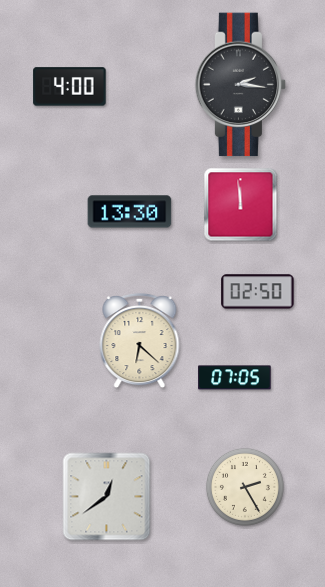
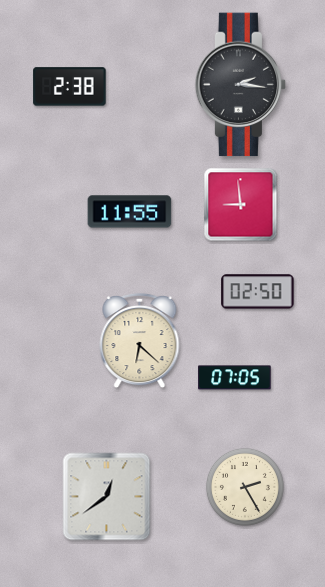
clock at (70, 87): 4:00 -> 2:38
clock at (241, 205): 11:59 -> 8:59
clock at (130, 212): 13:30 -> 11:55
